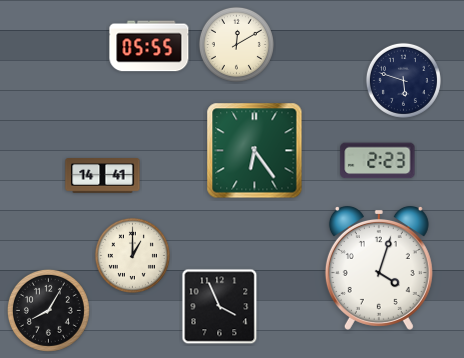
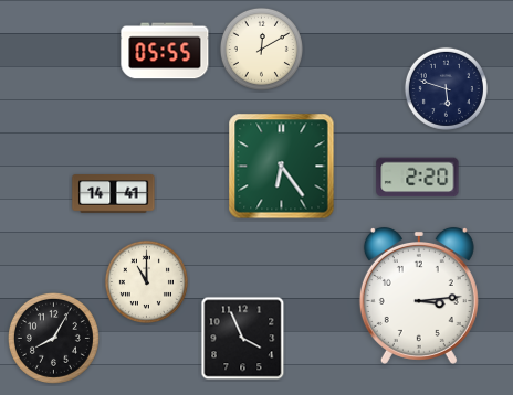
clock at (378, 161): 2:23 -> 2:20
clock at (132, 255): 1:00 -> 11:00
clock at (379, 268): 4:03 -> 3:14
clock at (48, 310) position: (48, 310) -> (53, 338)
